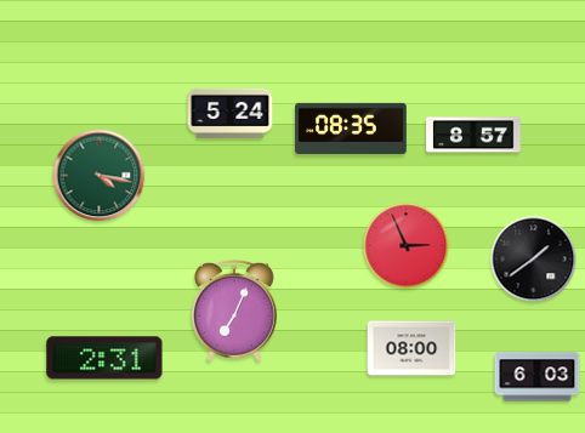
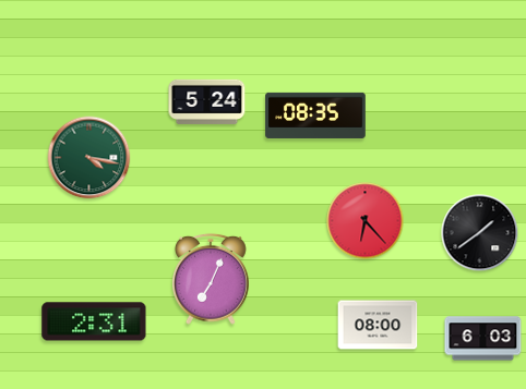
clock at (473, 135): 8:57 -> none
clock at (407, 246): 2:56 -> 6:23
clock at (411, 348) position: (411, 348) -> (378, 325)
